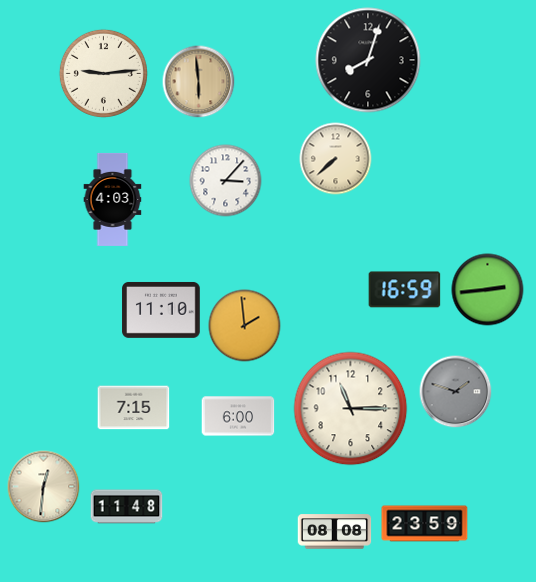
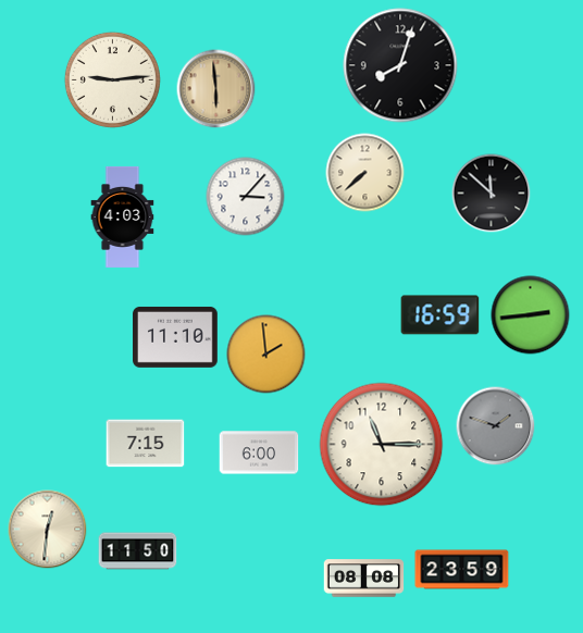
clock at (492, 194): none -> 11:52
clock at (127, 507): 11:48 -> 11:50
